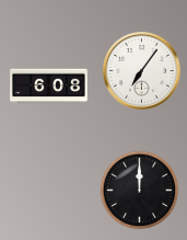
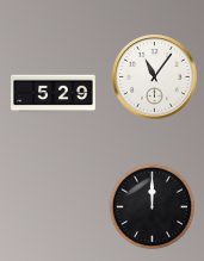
clock at (142, 71): 7:06 -> 11:06
clock at (49, 87): 6:08 -> 5:29
